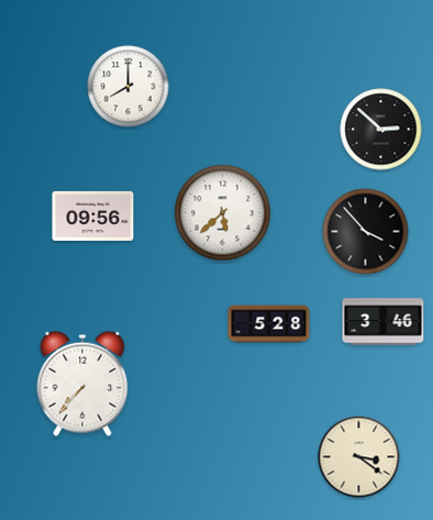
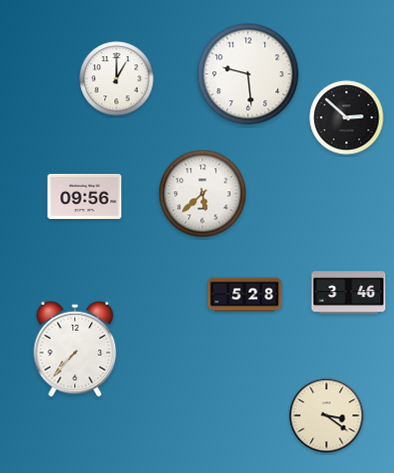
clock at (248, 74): none -> 9:29
clock at (129, 87): 8:00 -> 1:00
clock at (366, 232): 3:53 -> none
